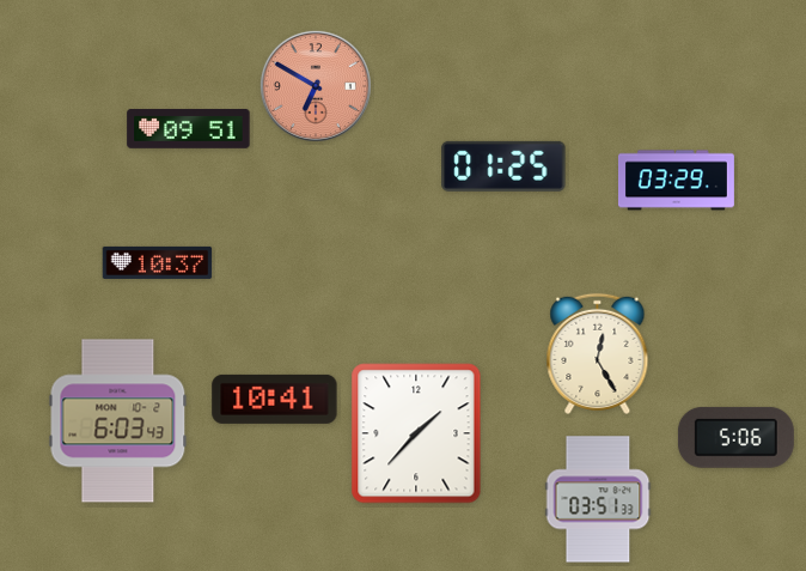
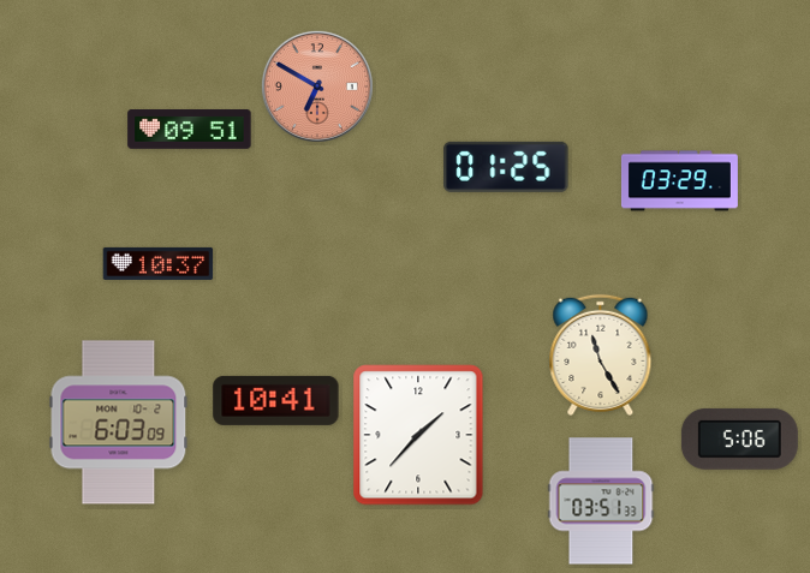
clock at (598, 353): 12:25 -> 11:25
clock at (118, 421): 6:03:43 -> 6:03:09
